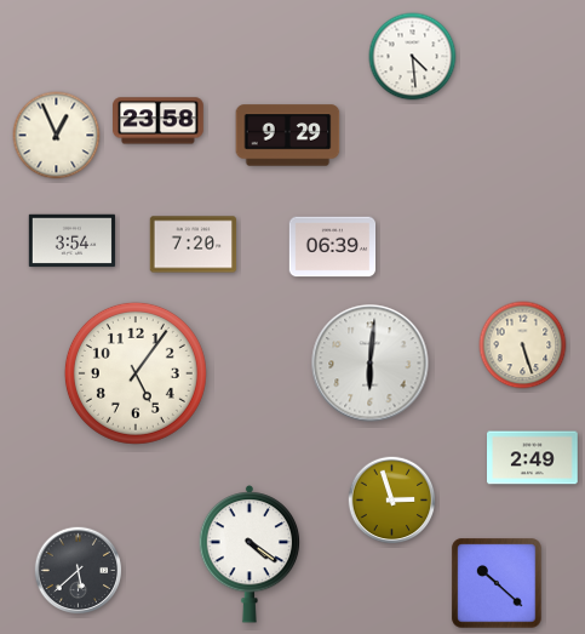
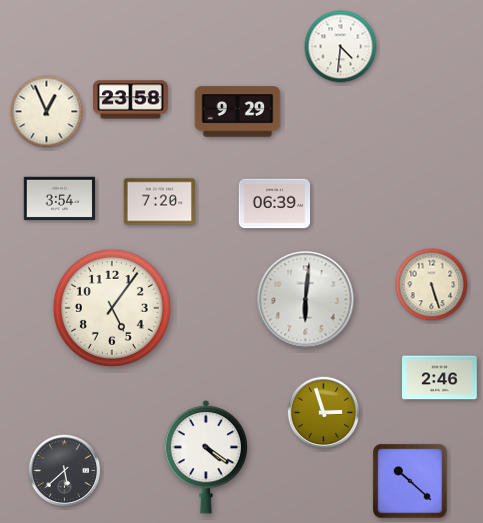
clock at (413, 57): 4:29 -> 4:31
clock at (533, 458): 2:49 -> 2:46
